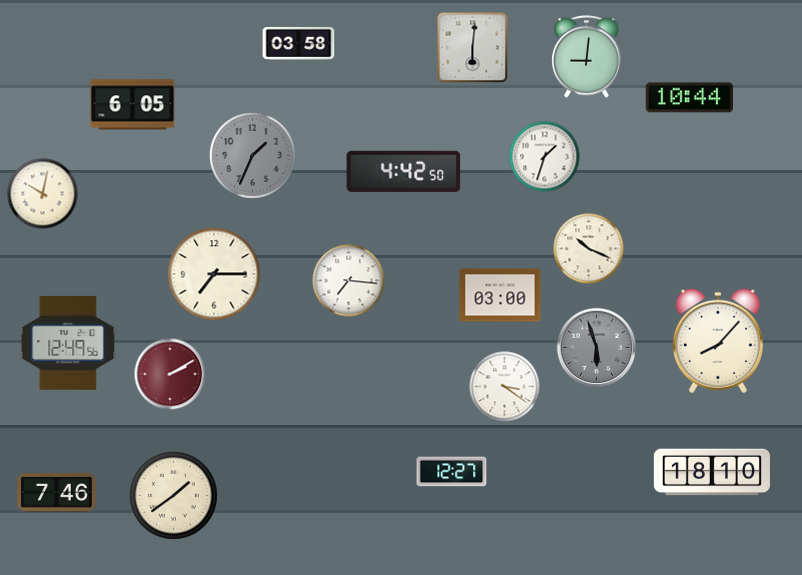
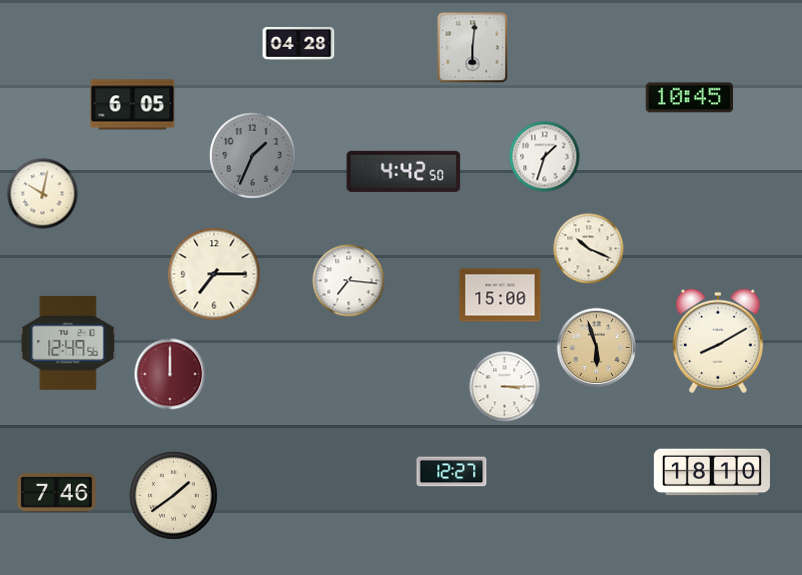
clock at (299, 43): 03:58 -> 04:28
clock at (587, 57): 9:01 -> none
clock at (690, 98): 10:44 -> 10:45
clock at (500, 295): 03:00 -> 15:00
clock at (718, 341): 8:07 -> 8:10
clock at (597, 348) dial: grey -> champagne
clock at (170, 374): 2:10 -> 12:00
clock at (505, 387): 3:21 -> 3:15
